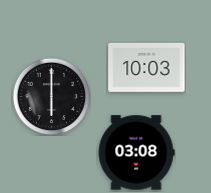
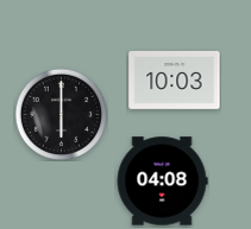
clock at (136, 153): 03:08 -> 04:08
